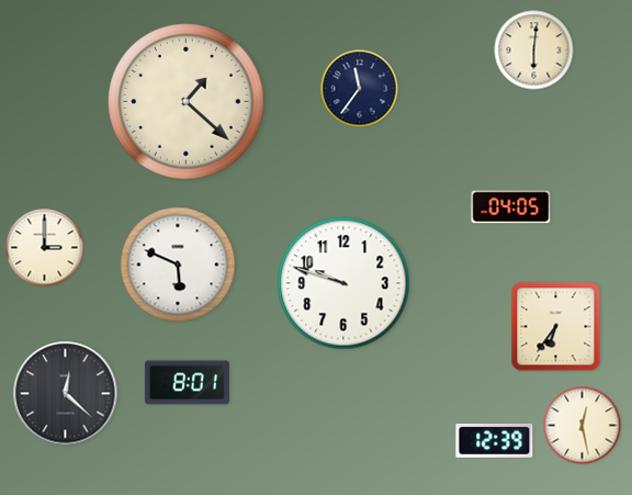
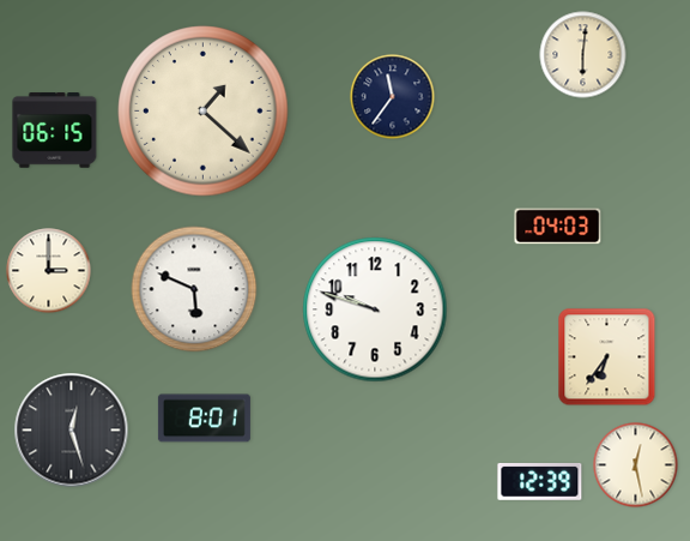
clock at (55, 131): none -> 06:15
clock at (511, 207): 04:05 -> 04:03
clock at (66, 394): 12:22 -> 12:27
